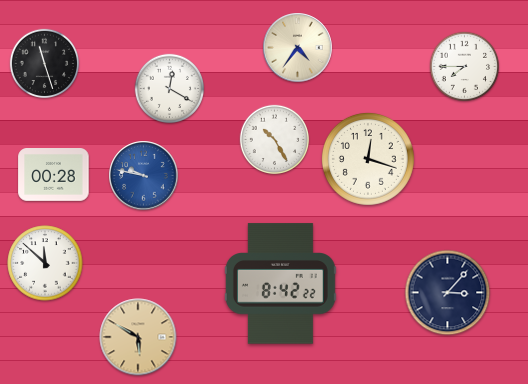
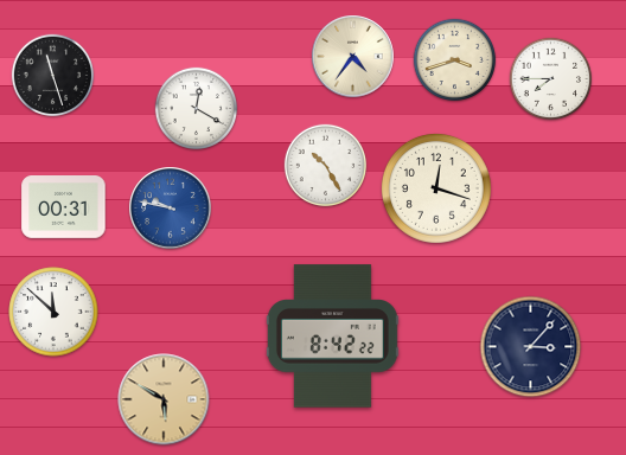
clock at (455, 60): none -> 3:42
clock at (170, 89) position: (170, 89) -> (197, 109)
clock at (54, 175): 00:28 -> 00:31
